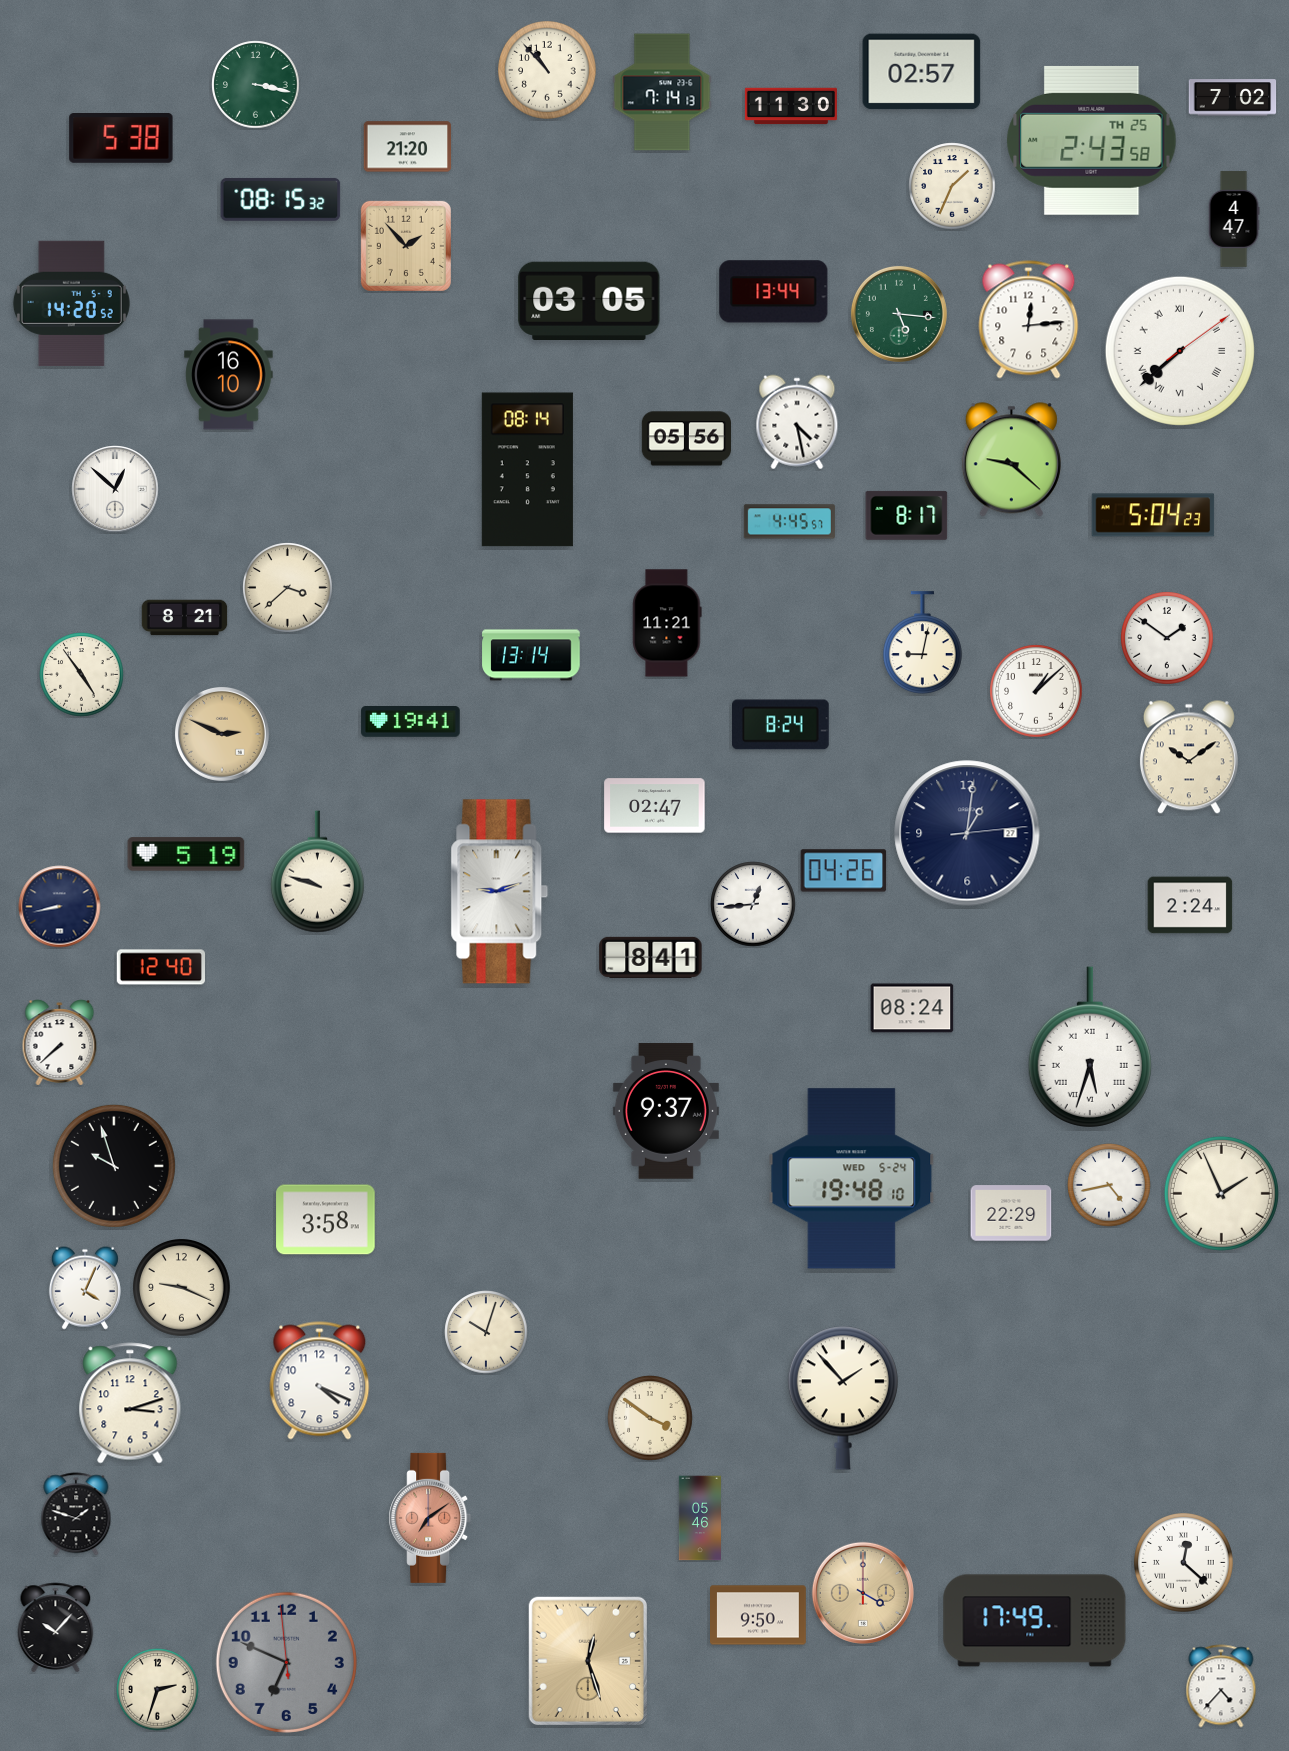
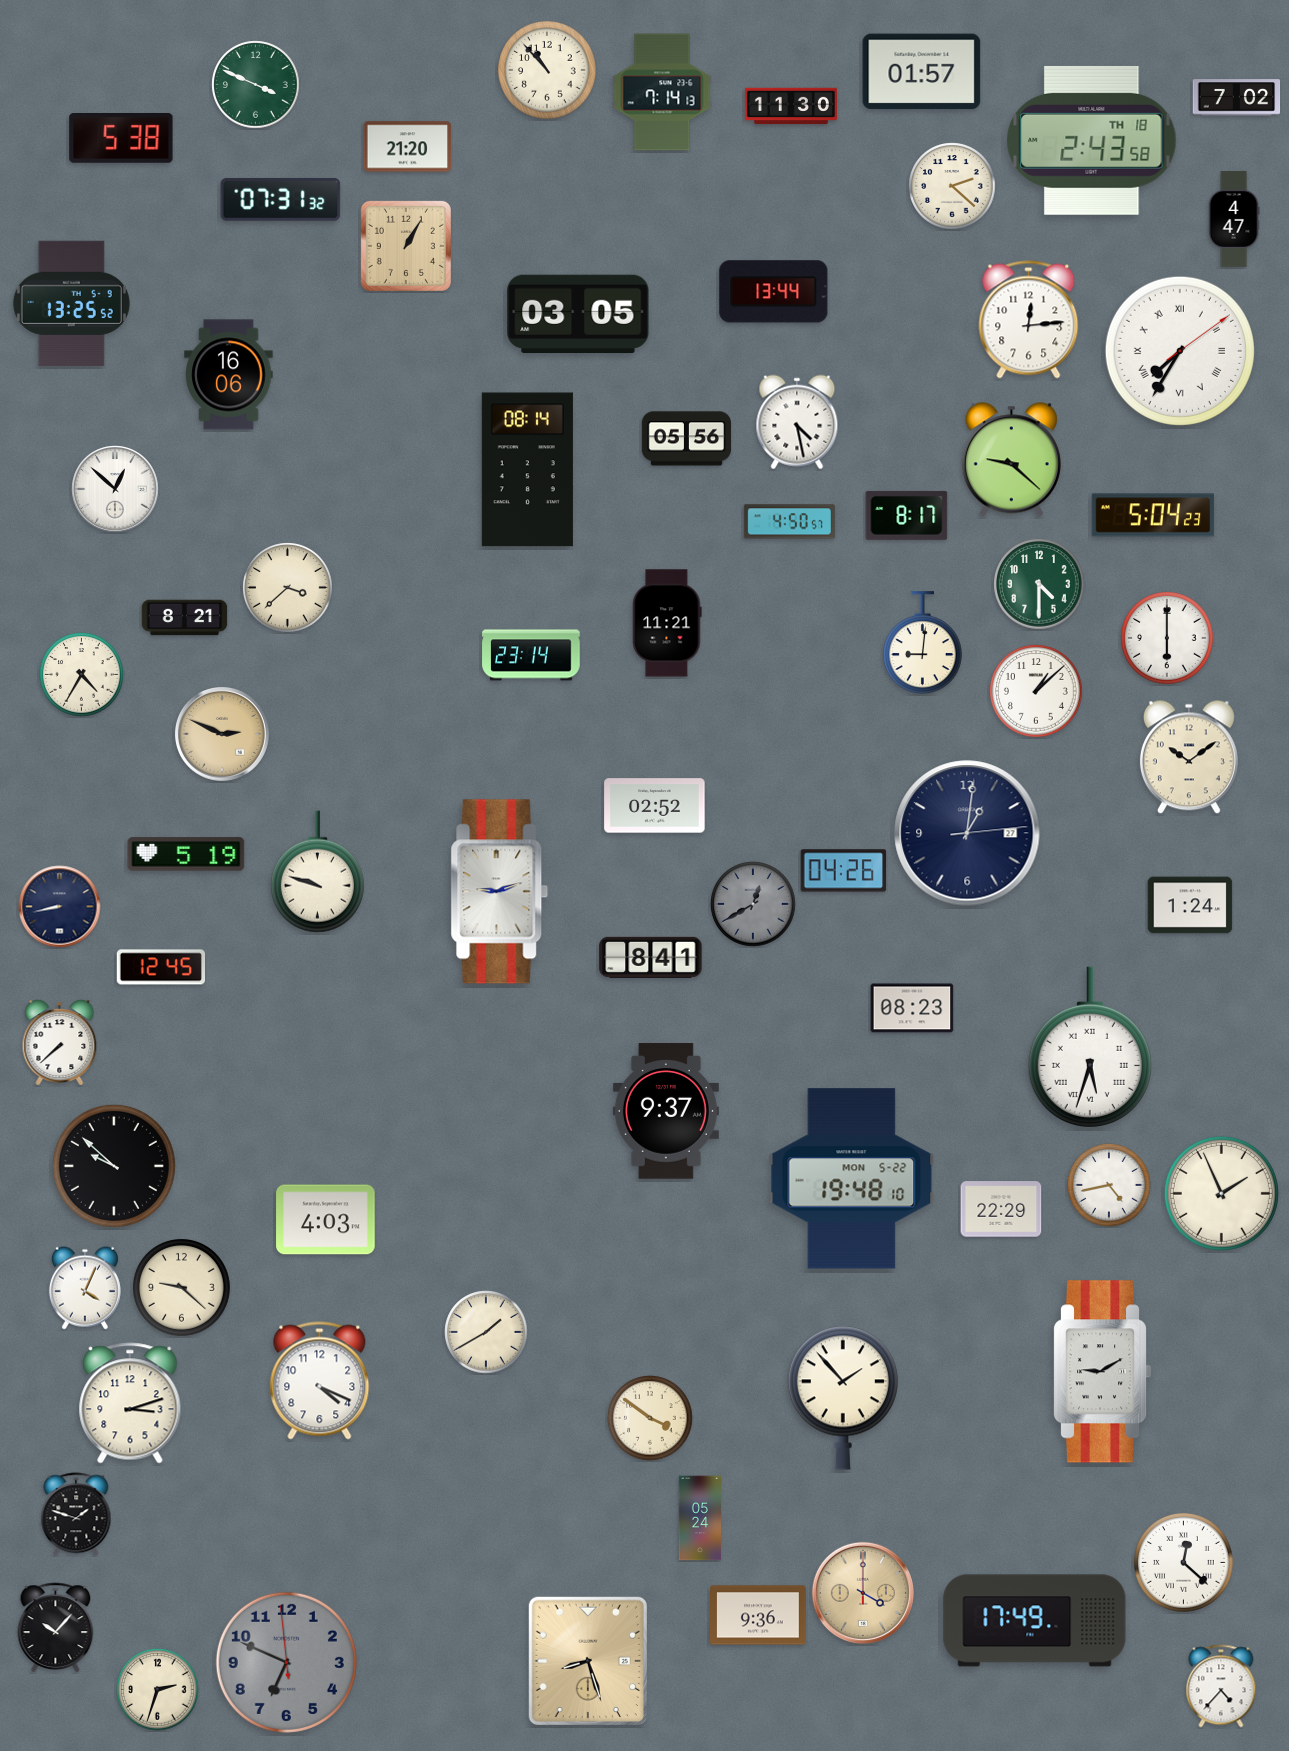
clock at (922, 72): 02:57 -> 01:57
clock at (256, 85): 3:17 -> 3:49
clock at (1233, 98) position: (1233, 98) -> (1237, 98)
clock at (1092, 140) date: TH 25 -> TH 18
clock at (952, 186): 1:34 -> 2:22
clock at (281, 200): 08:15 -> 07:31
clock at (406, 246): 1:53 -> 1:05
clock at (589, 300) position: (589, 300) -> (578, 313)
clock at (71, 303): 14:20 -> 13:25
clock at (899, 314): 5:16 -> none
clock at (1180, 351): 7:38 -> 7:35
clock at (229, 375): 16:10 -> 16:06
clock at (789, 522): 4:45 -> 4:50
clock at (1039, 584): none -> 4:30
clock at (1167, 638): 1:51 -> 6:00
clock at (922, 642): 9:02 -> 9:01
clock at (531, 655): 13:14 -> 23:14
clock at (82, 675): 4:54 -> 4:35
clock at (411, 722): 19:41 -> none
clock at (780, 725): 8:24 -> none
clock at (655, 806): 02:47 -> 02:52
clock at (753, 904): 12:44 -> 12:40
clock at (753, 904) dial: white -> grey
clock at (1190, 905): 2:24 -> 1:24
clock at (160, 967): 12:40 -> 12:45
clock at (912, 1008): 08:24 -> 08:23
clock at (114, 1166): 9:57 -> 9:52
clock at (852, 1179) date: WED 5-24 -> MON 5-22
clock at (1011, 1213) position: (1011, 1213) -> (1001, 1209)
clock at (326, 1220): 3:58 -> 4:03
clock at (182, 1288): 9:19 -> 9:22
clock at (486, 1332): 10:03 -> 1:40
clock at (1102, 1372): none -> 9:10
clock at (430, 1518): 7:09 -> none
clock at (699, 1518): 05:46 -> 05:24
clock at (759, 1615): 9:50 -> 9:36
clock at (588, 1661): 12:27 -> 8:27
